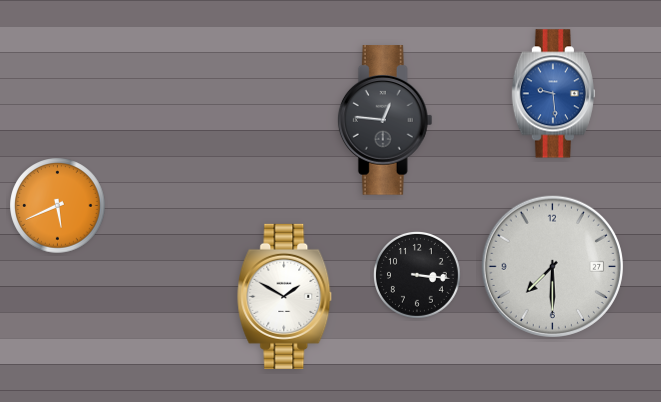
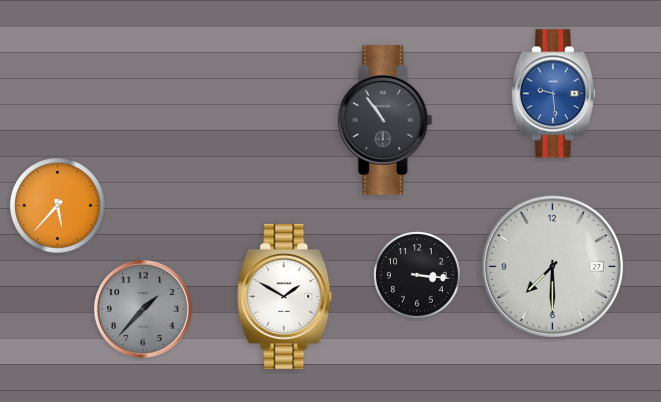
clock at (385, 120): 12:46 -> 10:54
clock at (58, 206): 5:41 -> 5:37
clock at (143, 309): none -> 1:37
